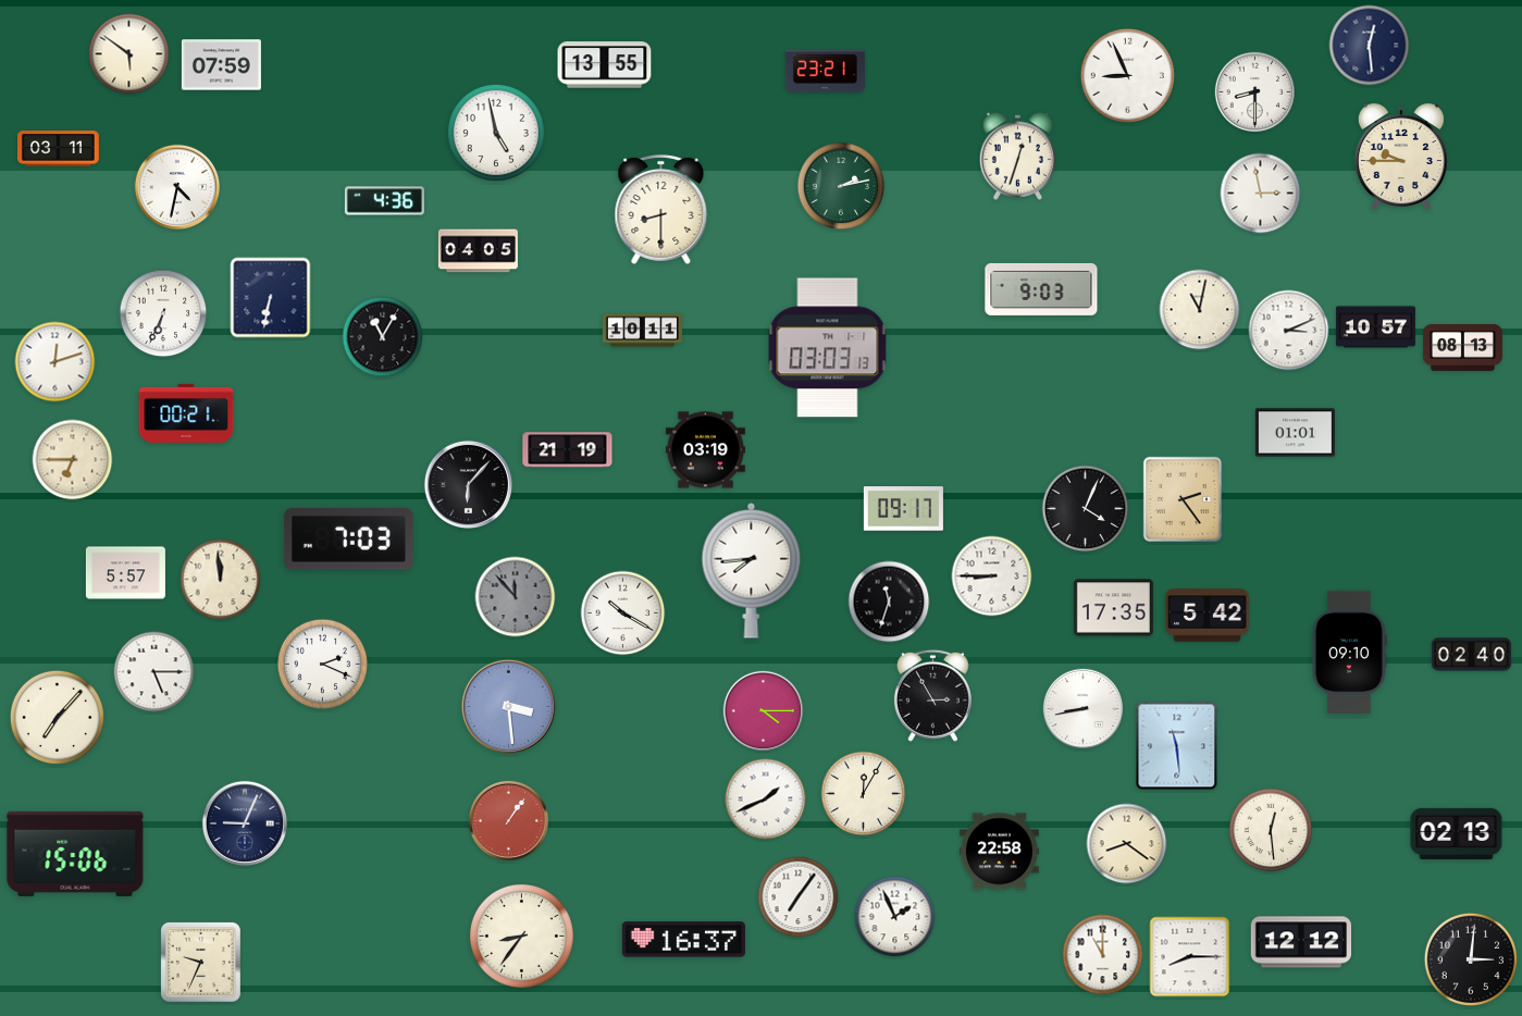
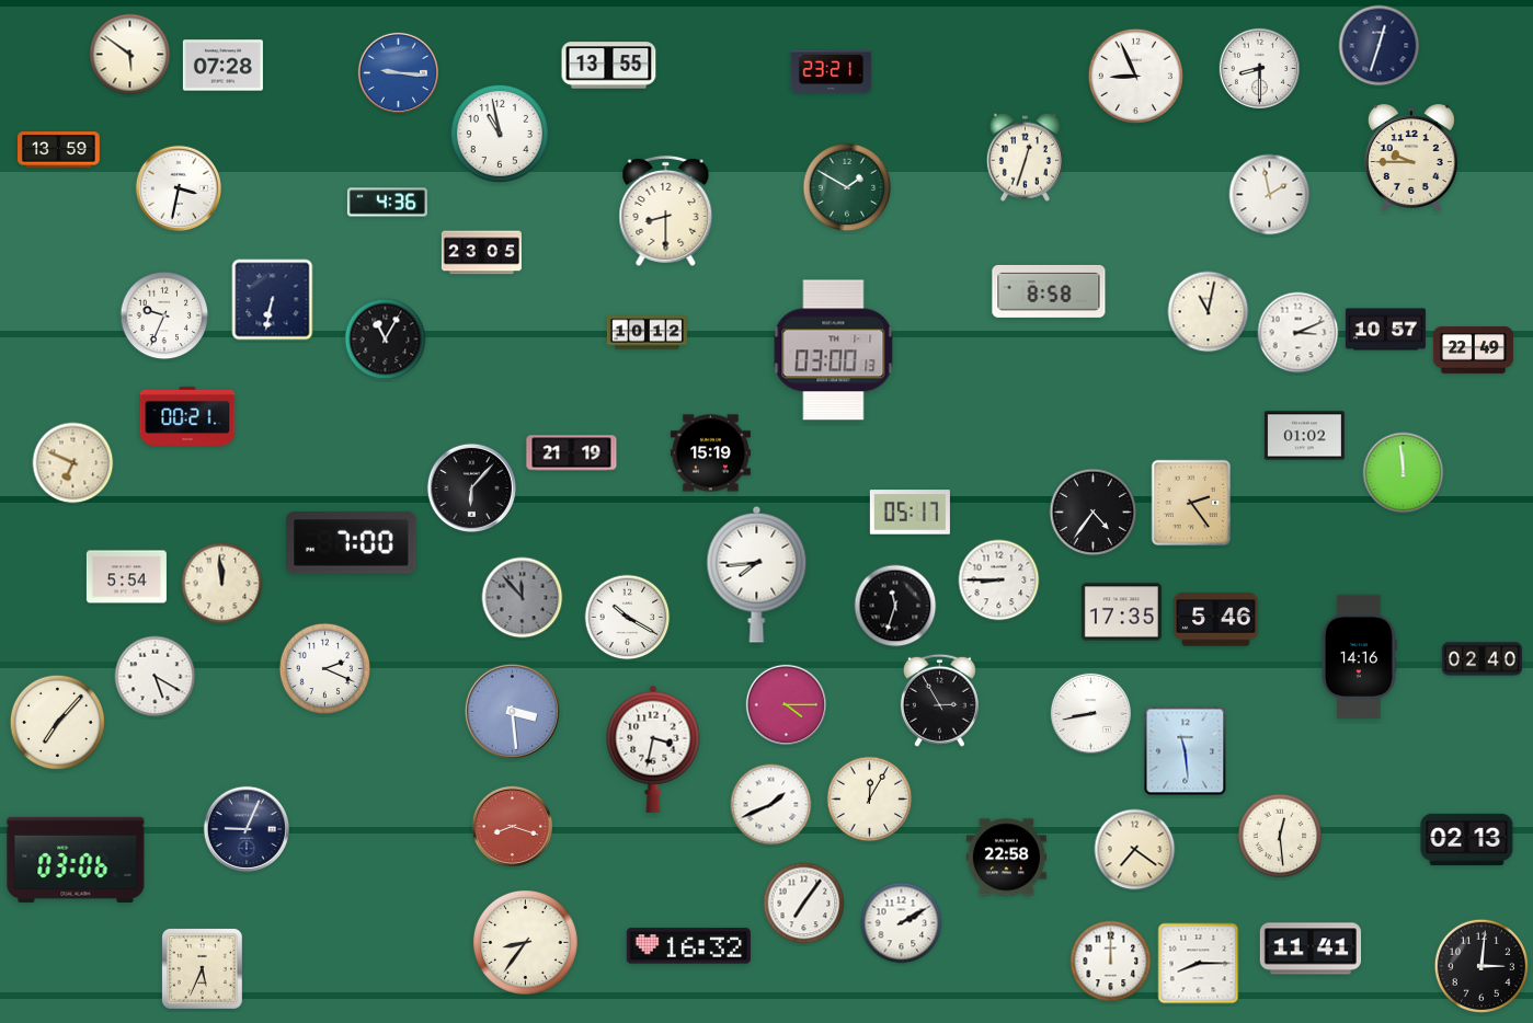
clock at (1370, 46): 12:29 -> 12:33
clock at (221, 65): 07:59 -> 07:28
clock at (399, 73): none -> 9:16
clock at (1255, 92) position: (1255, 92) -> (1260, 69)
clock at (496, 133): 4:58 -> 10:58
clock at (59, 149): 03:11 -> 13:59
clock at (176, 186): 4:32 -> 3:32
clock at (841, 186): 2:13 -> 1:50
clock at (1261, 194): 2:58 -> 1:58
clock at (478, 251): 04:05 -> 23:05
clock at (1041, 289): 9:03 -> 8:58
clock at (163, 313): 6:34 -> 9:34
clock at (642, 331): 10:11 -> 10:12
clock at (1462, 347): 08:13 -> 22:49
clock at (828, 348): 03:03 -> 03:00
clock at (55, 362): 12:12 -> none
clock at (1295, 433): 01:01 -> 01:02
clock at (705, 450): 03:19 -> 15:19
clock at (73, 460): 6:45 -> 6:49
clock at (1404, 473): none -> 11:59
clock at (903, 509): 09:17 -> 05:17
clock at (1086, 509): 4:04 -> 4:36
clock at (349, 540): 7:03 -> 7:00
clock at (125, 573): 5:57 -> 5:54
clock at (516, 597) position: (516, 597) -> (523, 598)
clock at (1208, 616): 5:42 -> 5:46
clock at (1349, 652): 09:10 -> 14:16
clock at (154, 672): 5:15 -> 5:20
clock at (764, 711) position: (764, 711) -> (787, 705)
clock at (653, 749): none -> 3:32
clock at (509, 821): 1:06 -> 8:18
clock at (1127, 844): 8:21 -> 7:21
clock at (75, 854): 15:06 -> 03:06
clock at (895, 917): 1:56 -> 2:10
clock at (683, 940): 16:37 -> 16:32
clock at (1300, 942): 12:12 -> 11:41
clock at (1103, 955): 11:00 -> 12:00
clock at (200, 962): 9:34 -> 5:34
